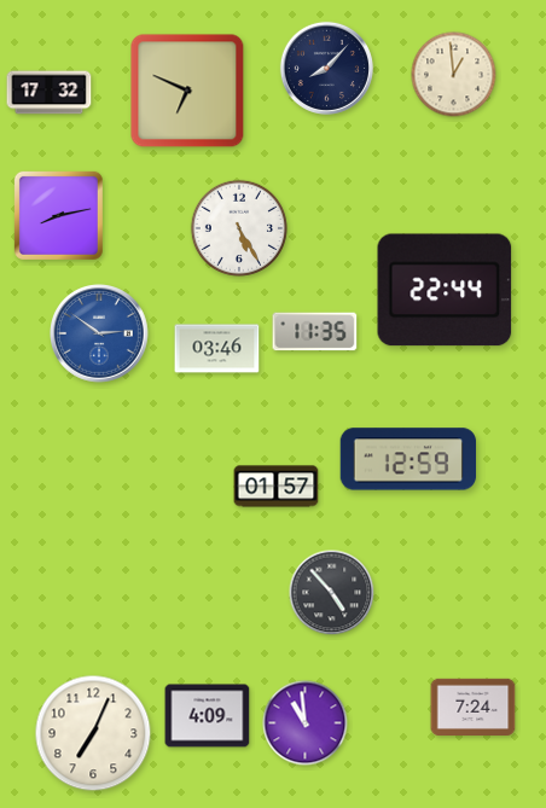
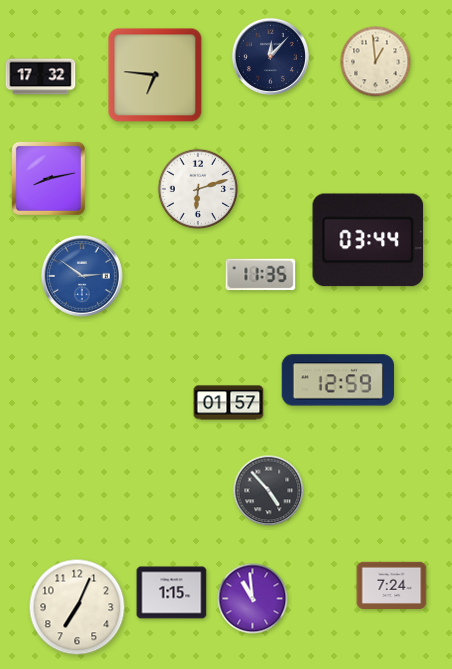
clock at (326, 68): 8:07 -> 12:07
clock at (187, 91): 6:49 -> 6:46
clock at (239, 228): 5:25 -> 6:12
clock at (445, 290): 22:44 -> 03:44
clock at (217, 349): 03:46 -> none
clock at (332, 593) position: (332, 593) -> (269, 491)
clock at (208, 716): 4:09 -> 1:15
